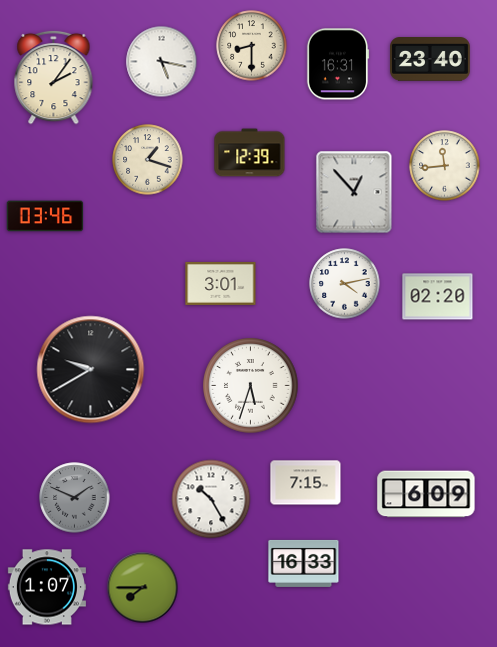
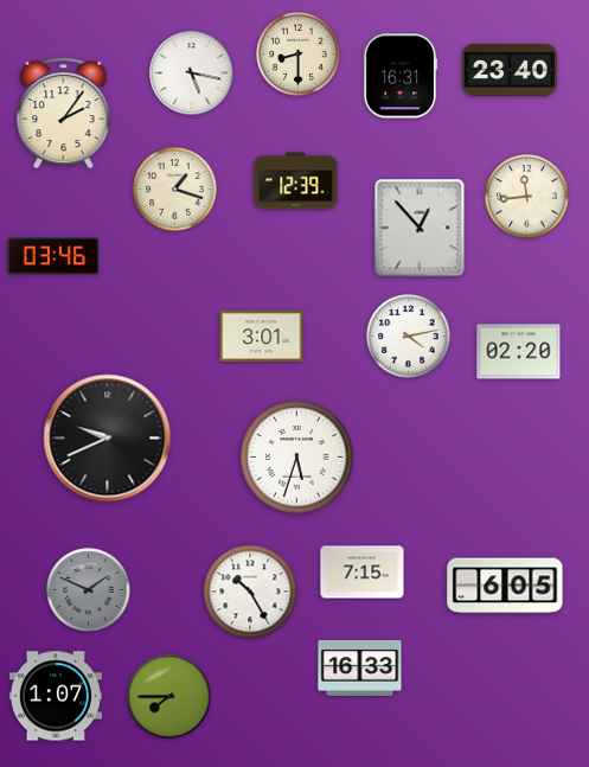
clock at (54, 77) position: (54, 77) -> (64, 113)
clock at (91, 370): 9:40 -> 9:41
clock at (426, 494): 6:09 -> 6:05
